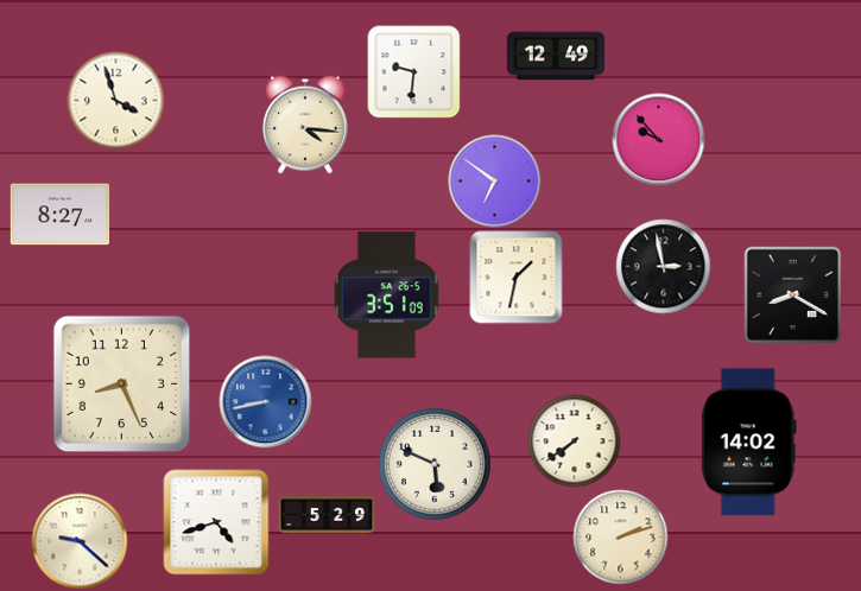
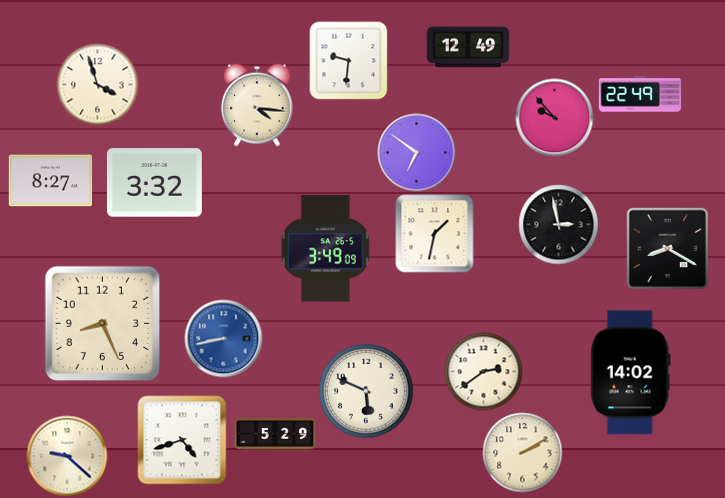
clock at (640, 94): none -> 22:49
clock at (154, 183): none -> 3:32
clock at (387, 295): 3:51 -> 3:49
clock at (574, 440): 7:39 -> 2:39
clock at (620, 536): 2:12 -> 2:10
